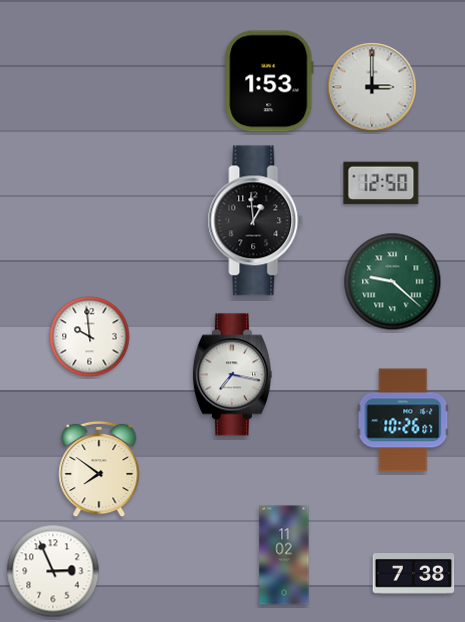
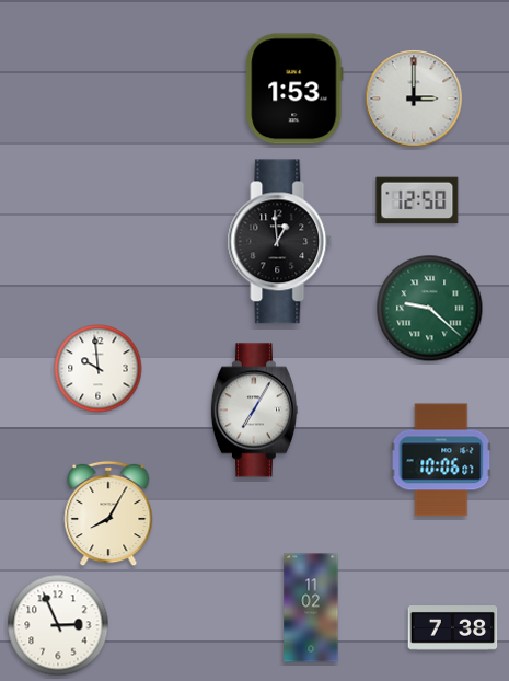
clock at (372, 87) position: (372, 87) -> (414, 99)
clock at (232, 375): 7:17 -> 7:05
clock at (403, 420): 10:26 -> 10:06
clock at (99, 469): 7:51 -> 8:05
